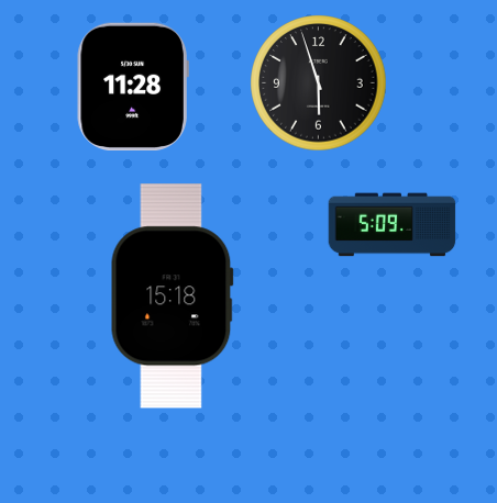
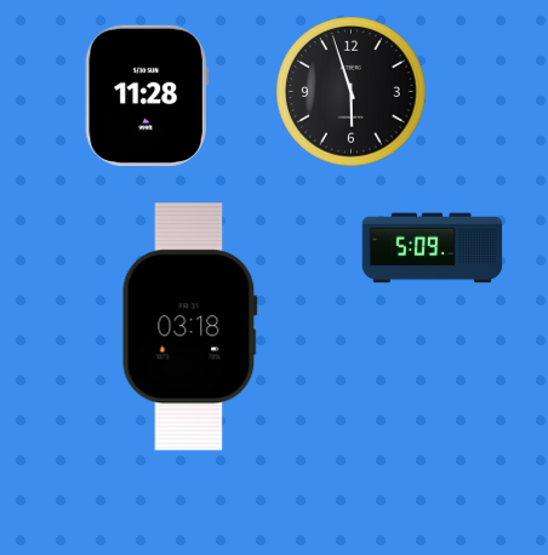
clock at (172, 297): 15:18 -> 03:18
